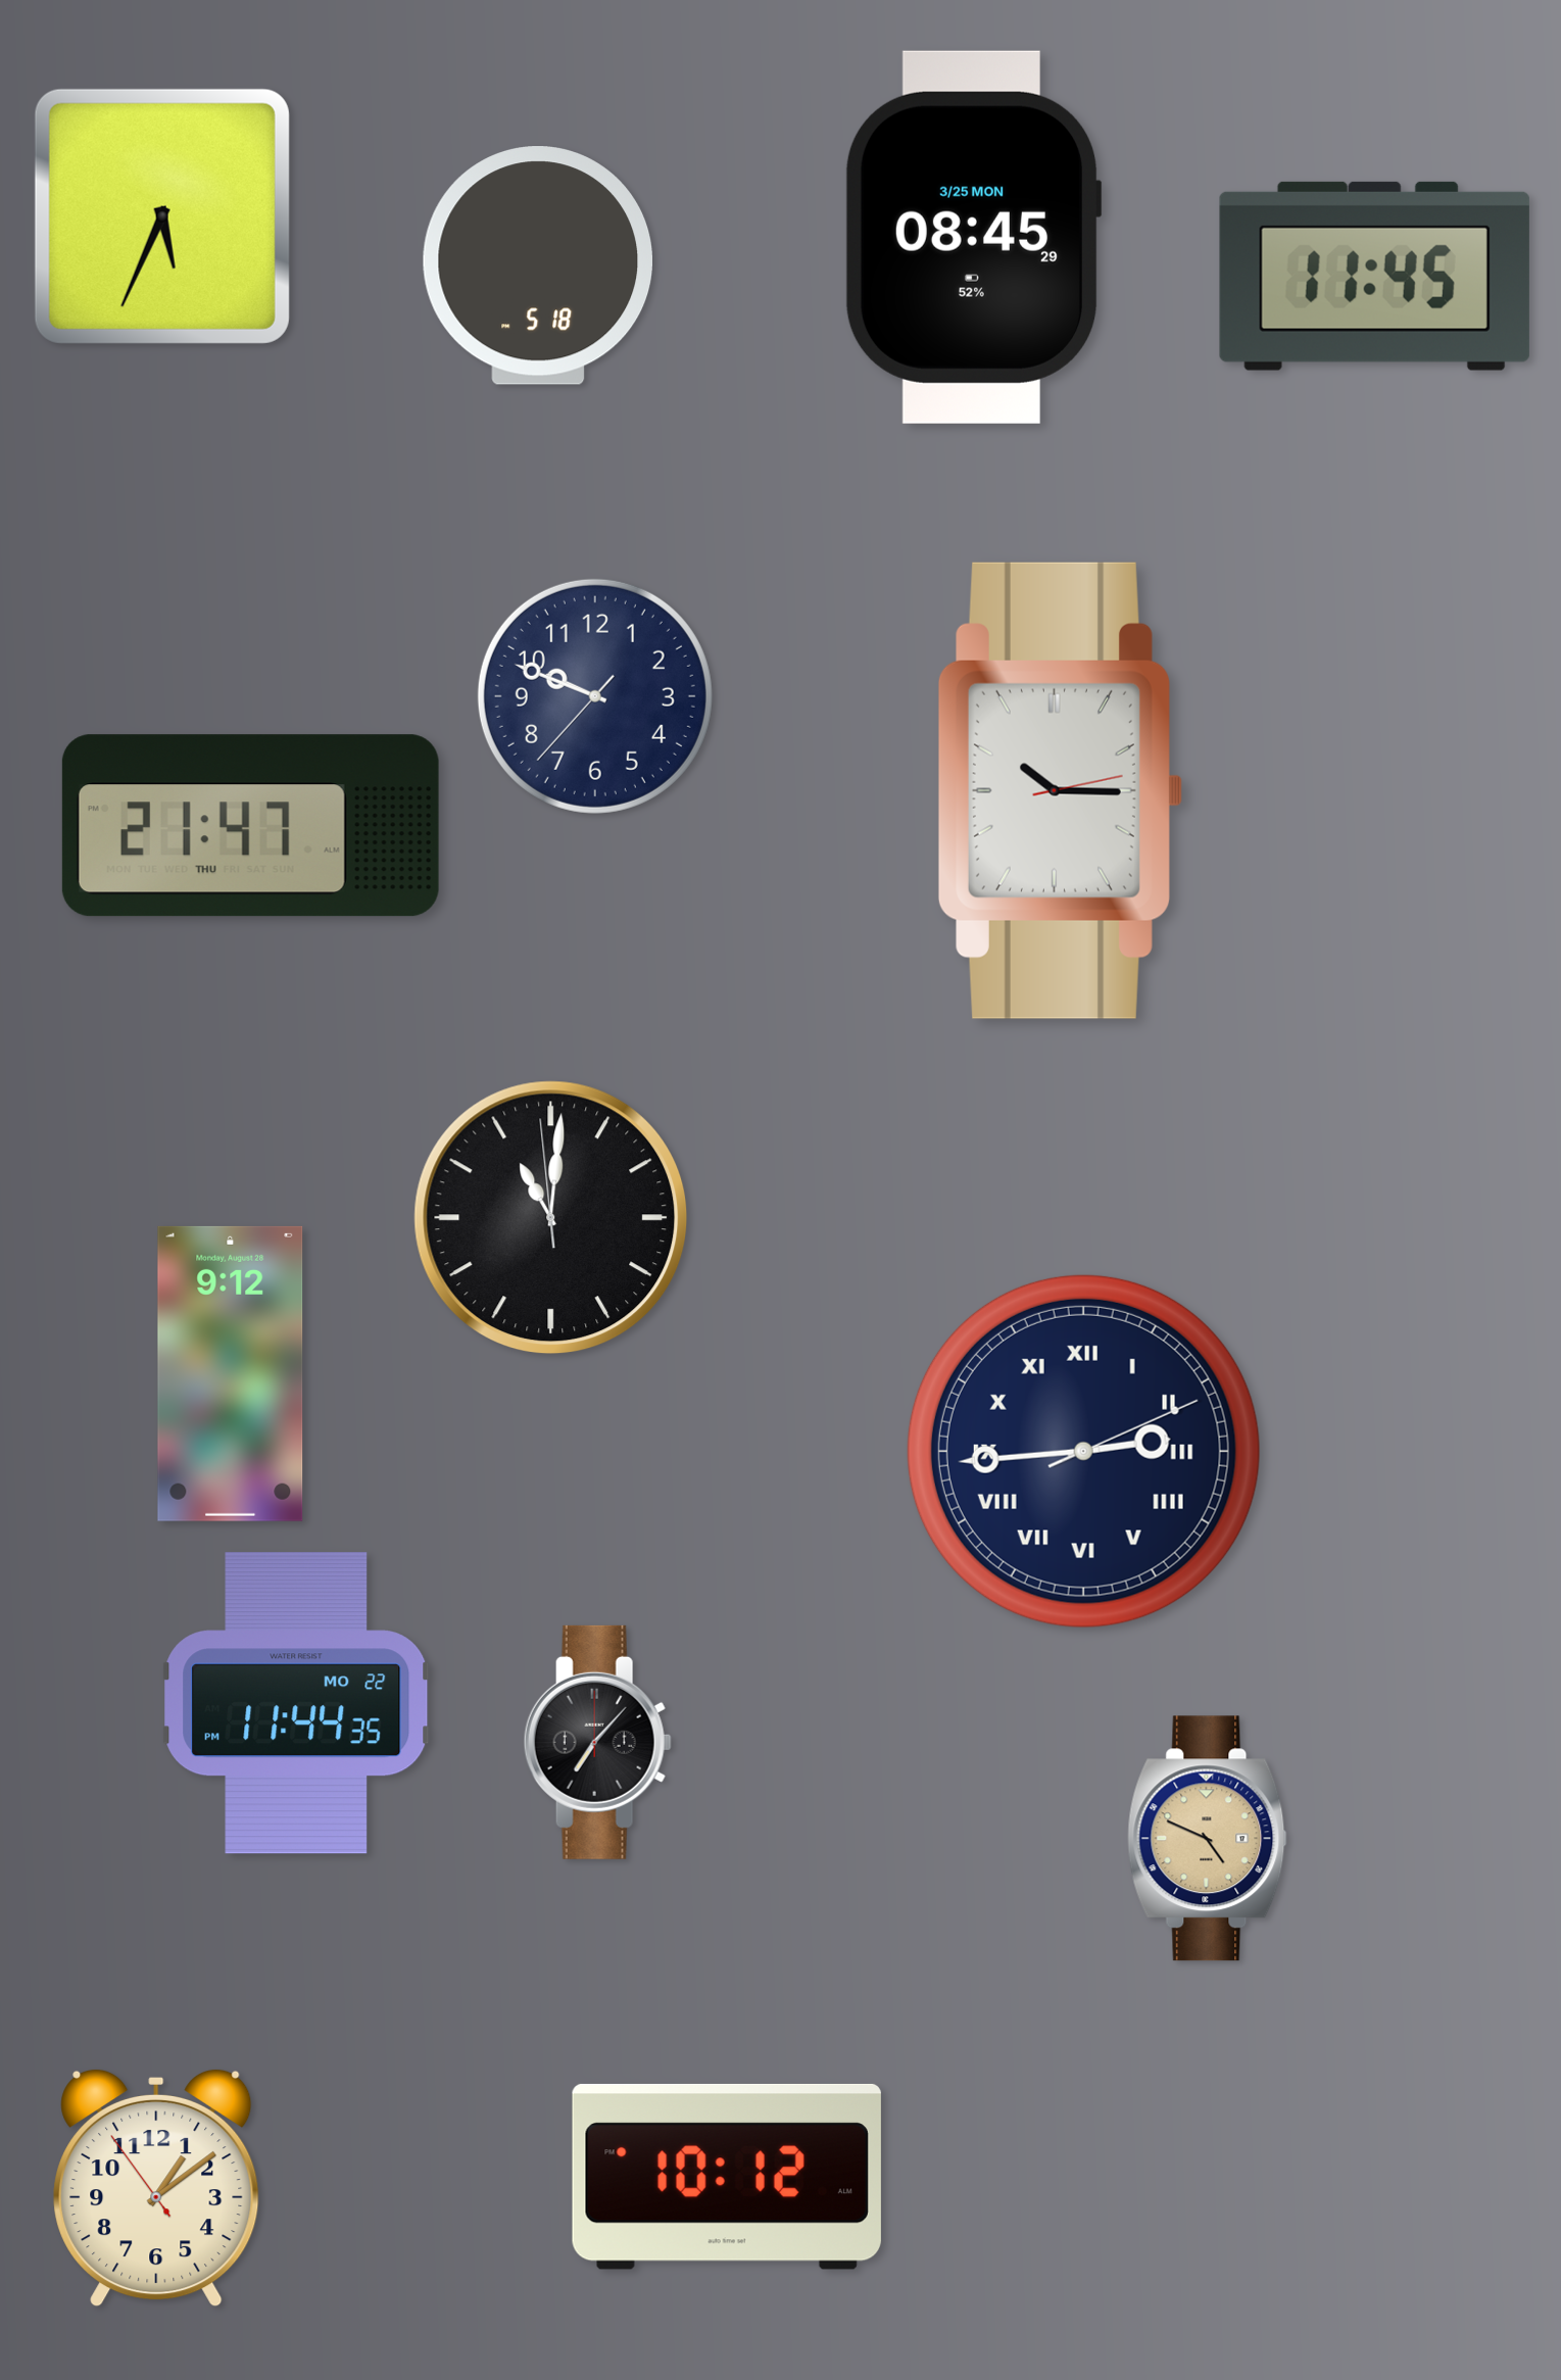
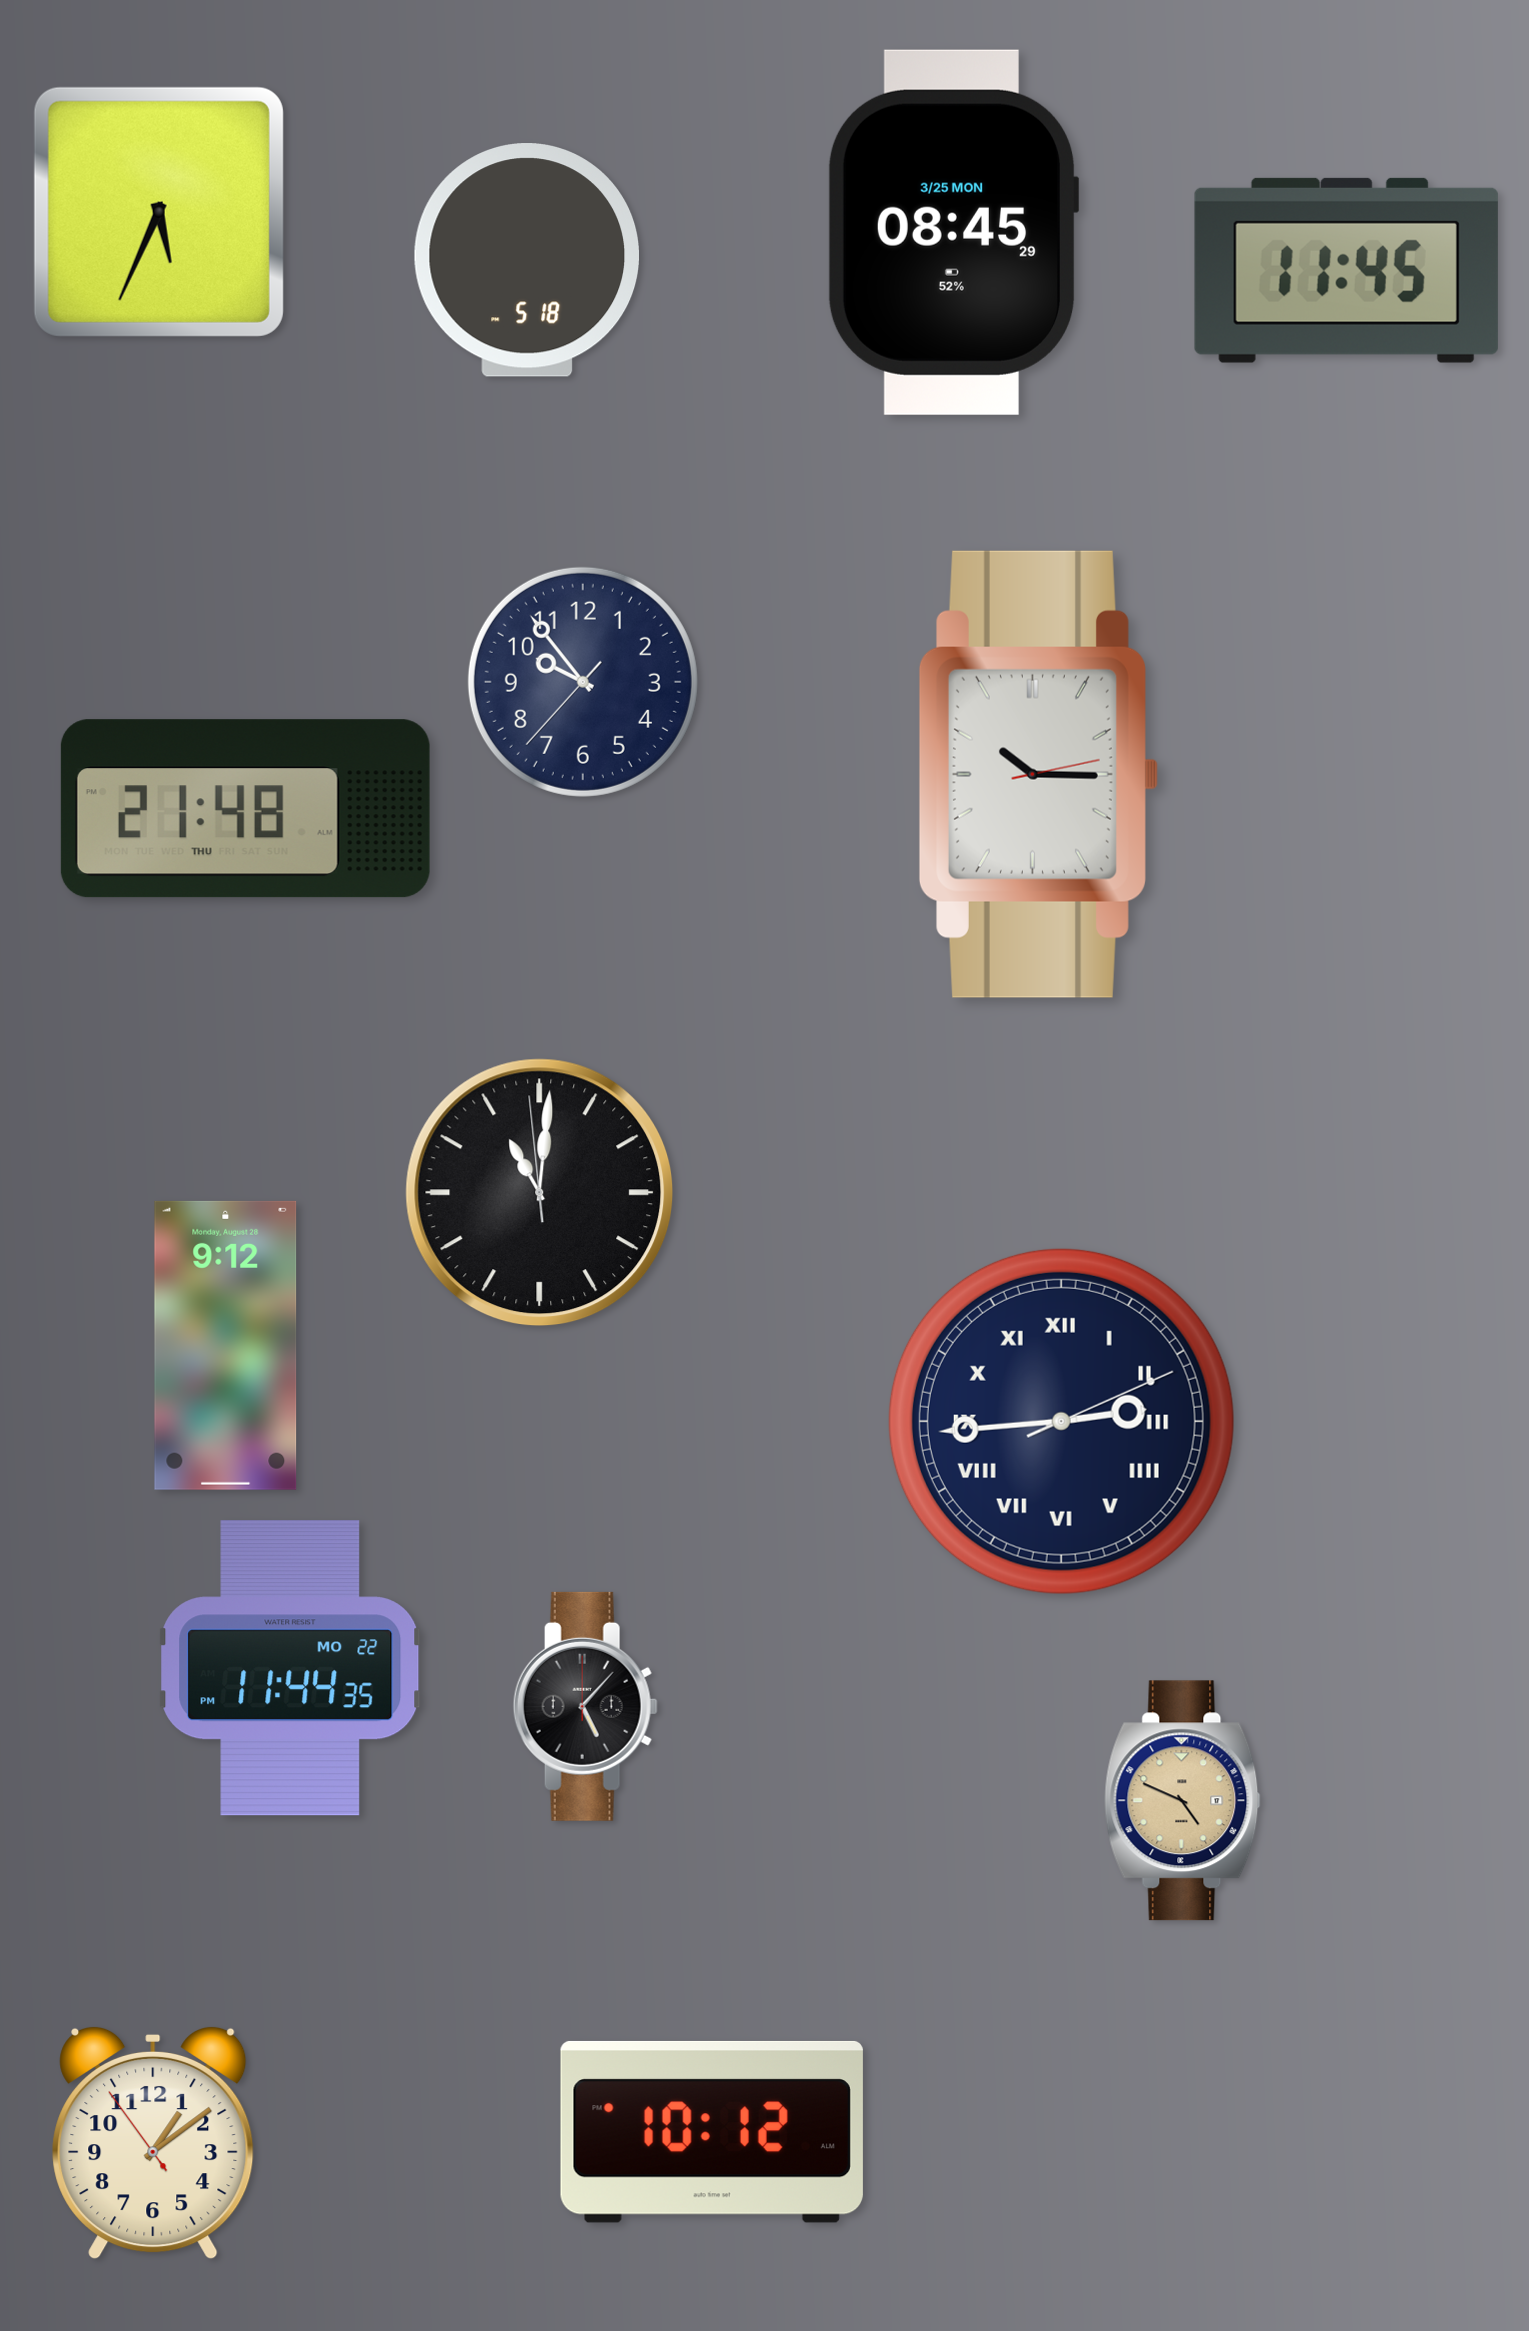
clock at (595, 696): 9:48 -> 9:53
clock at (250, 826): 21:47 -> 21:48
clock at (597, 1742): 7:07 -> 5:07
